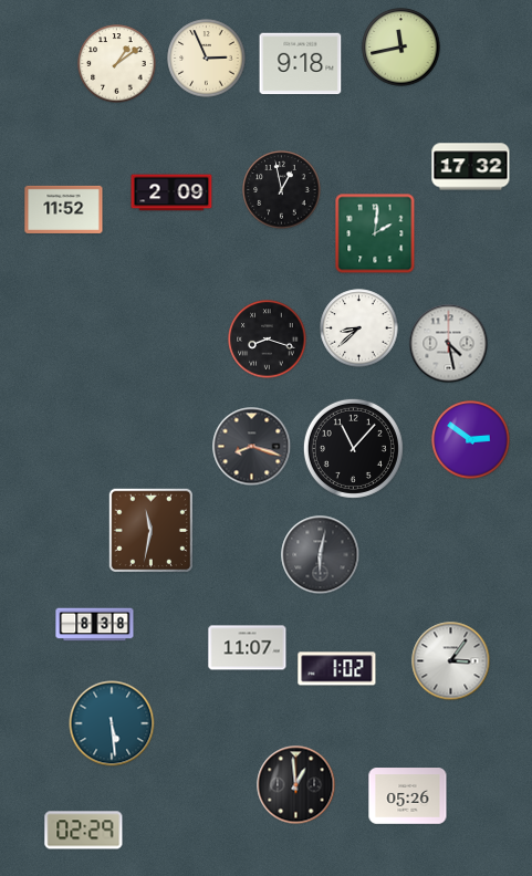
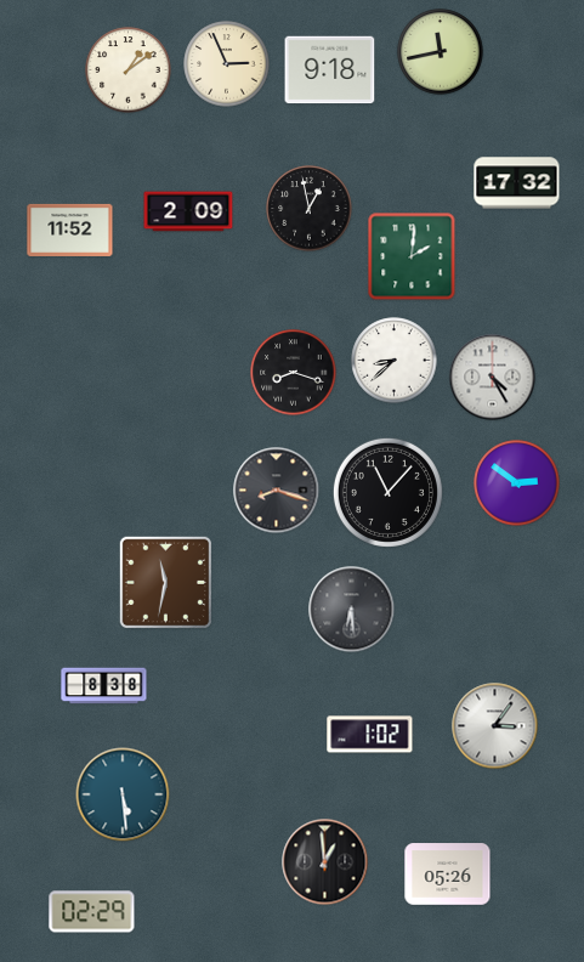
clock at (449, 344): 4:28 -> 4:25
clock at (321, 555): 6:02 -> 6:29
clock at (248, 648): 11:07 -> none
